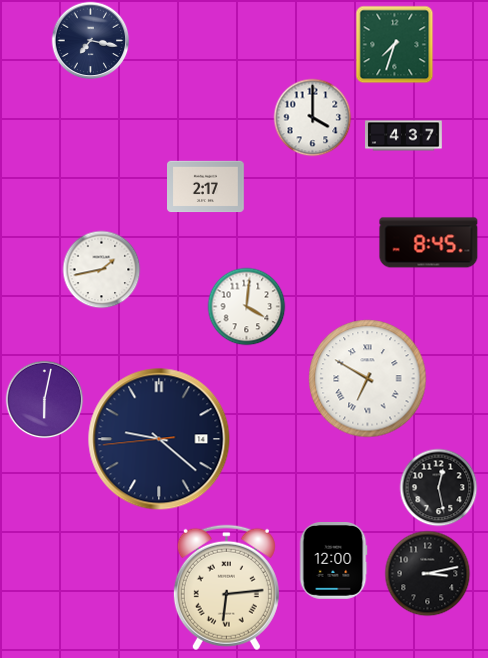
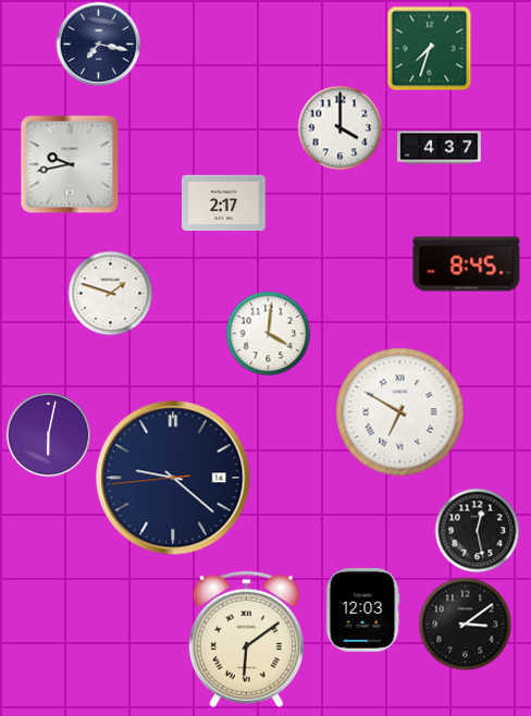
clock at (70, 164): none -> 9:43
clock at (101, 269): 1:43 -> 1:48
clock at (333, 561): 12:00 -> 12:03
clock at (427, 573): 3:13 -> 3:09
clock at (226, 588): 6:14 -> 6:09
